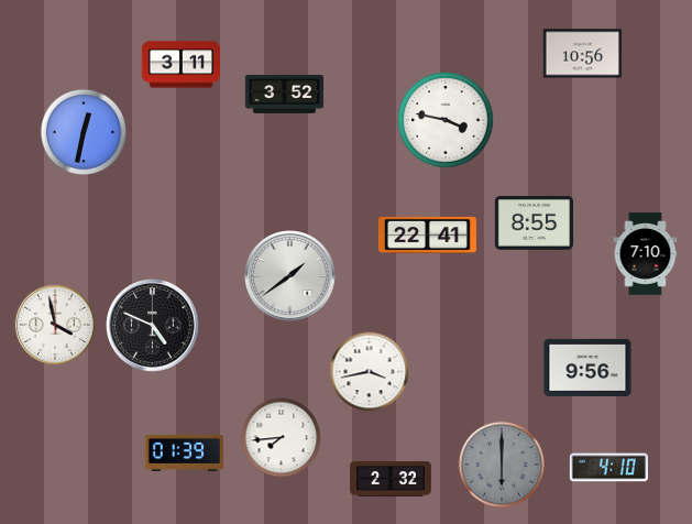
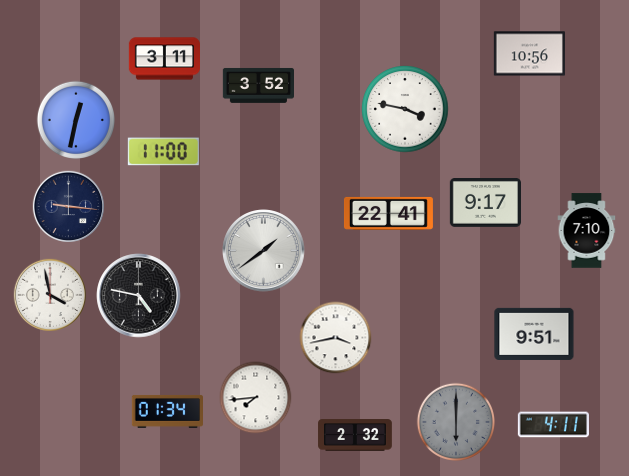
clock at (582, 54) position: (582, 54) -> (529, 54)
clock at (163, 152): none -> 11:00
clock at (534, 223): 8:55 -> 9:17
clock at (68, 206): none -> 9:16
clock at (153, 326): 4:49 -> 4:47
clock at (587, 368): 9:56 -> 9:51
clock at (184, 452): 01:39 -> 01:34
clock at (608, 468): 4:10 -> 4:11
